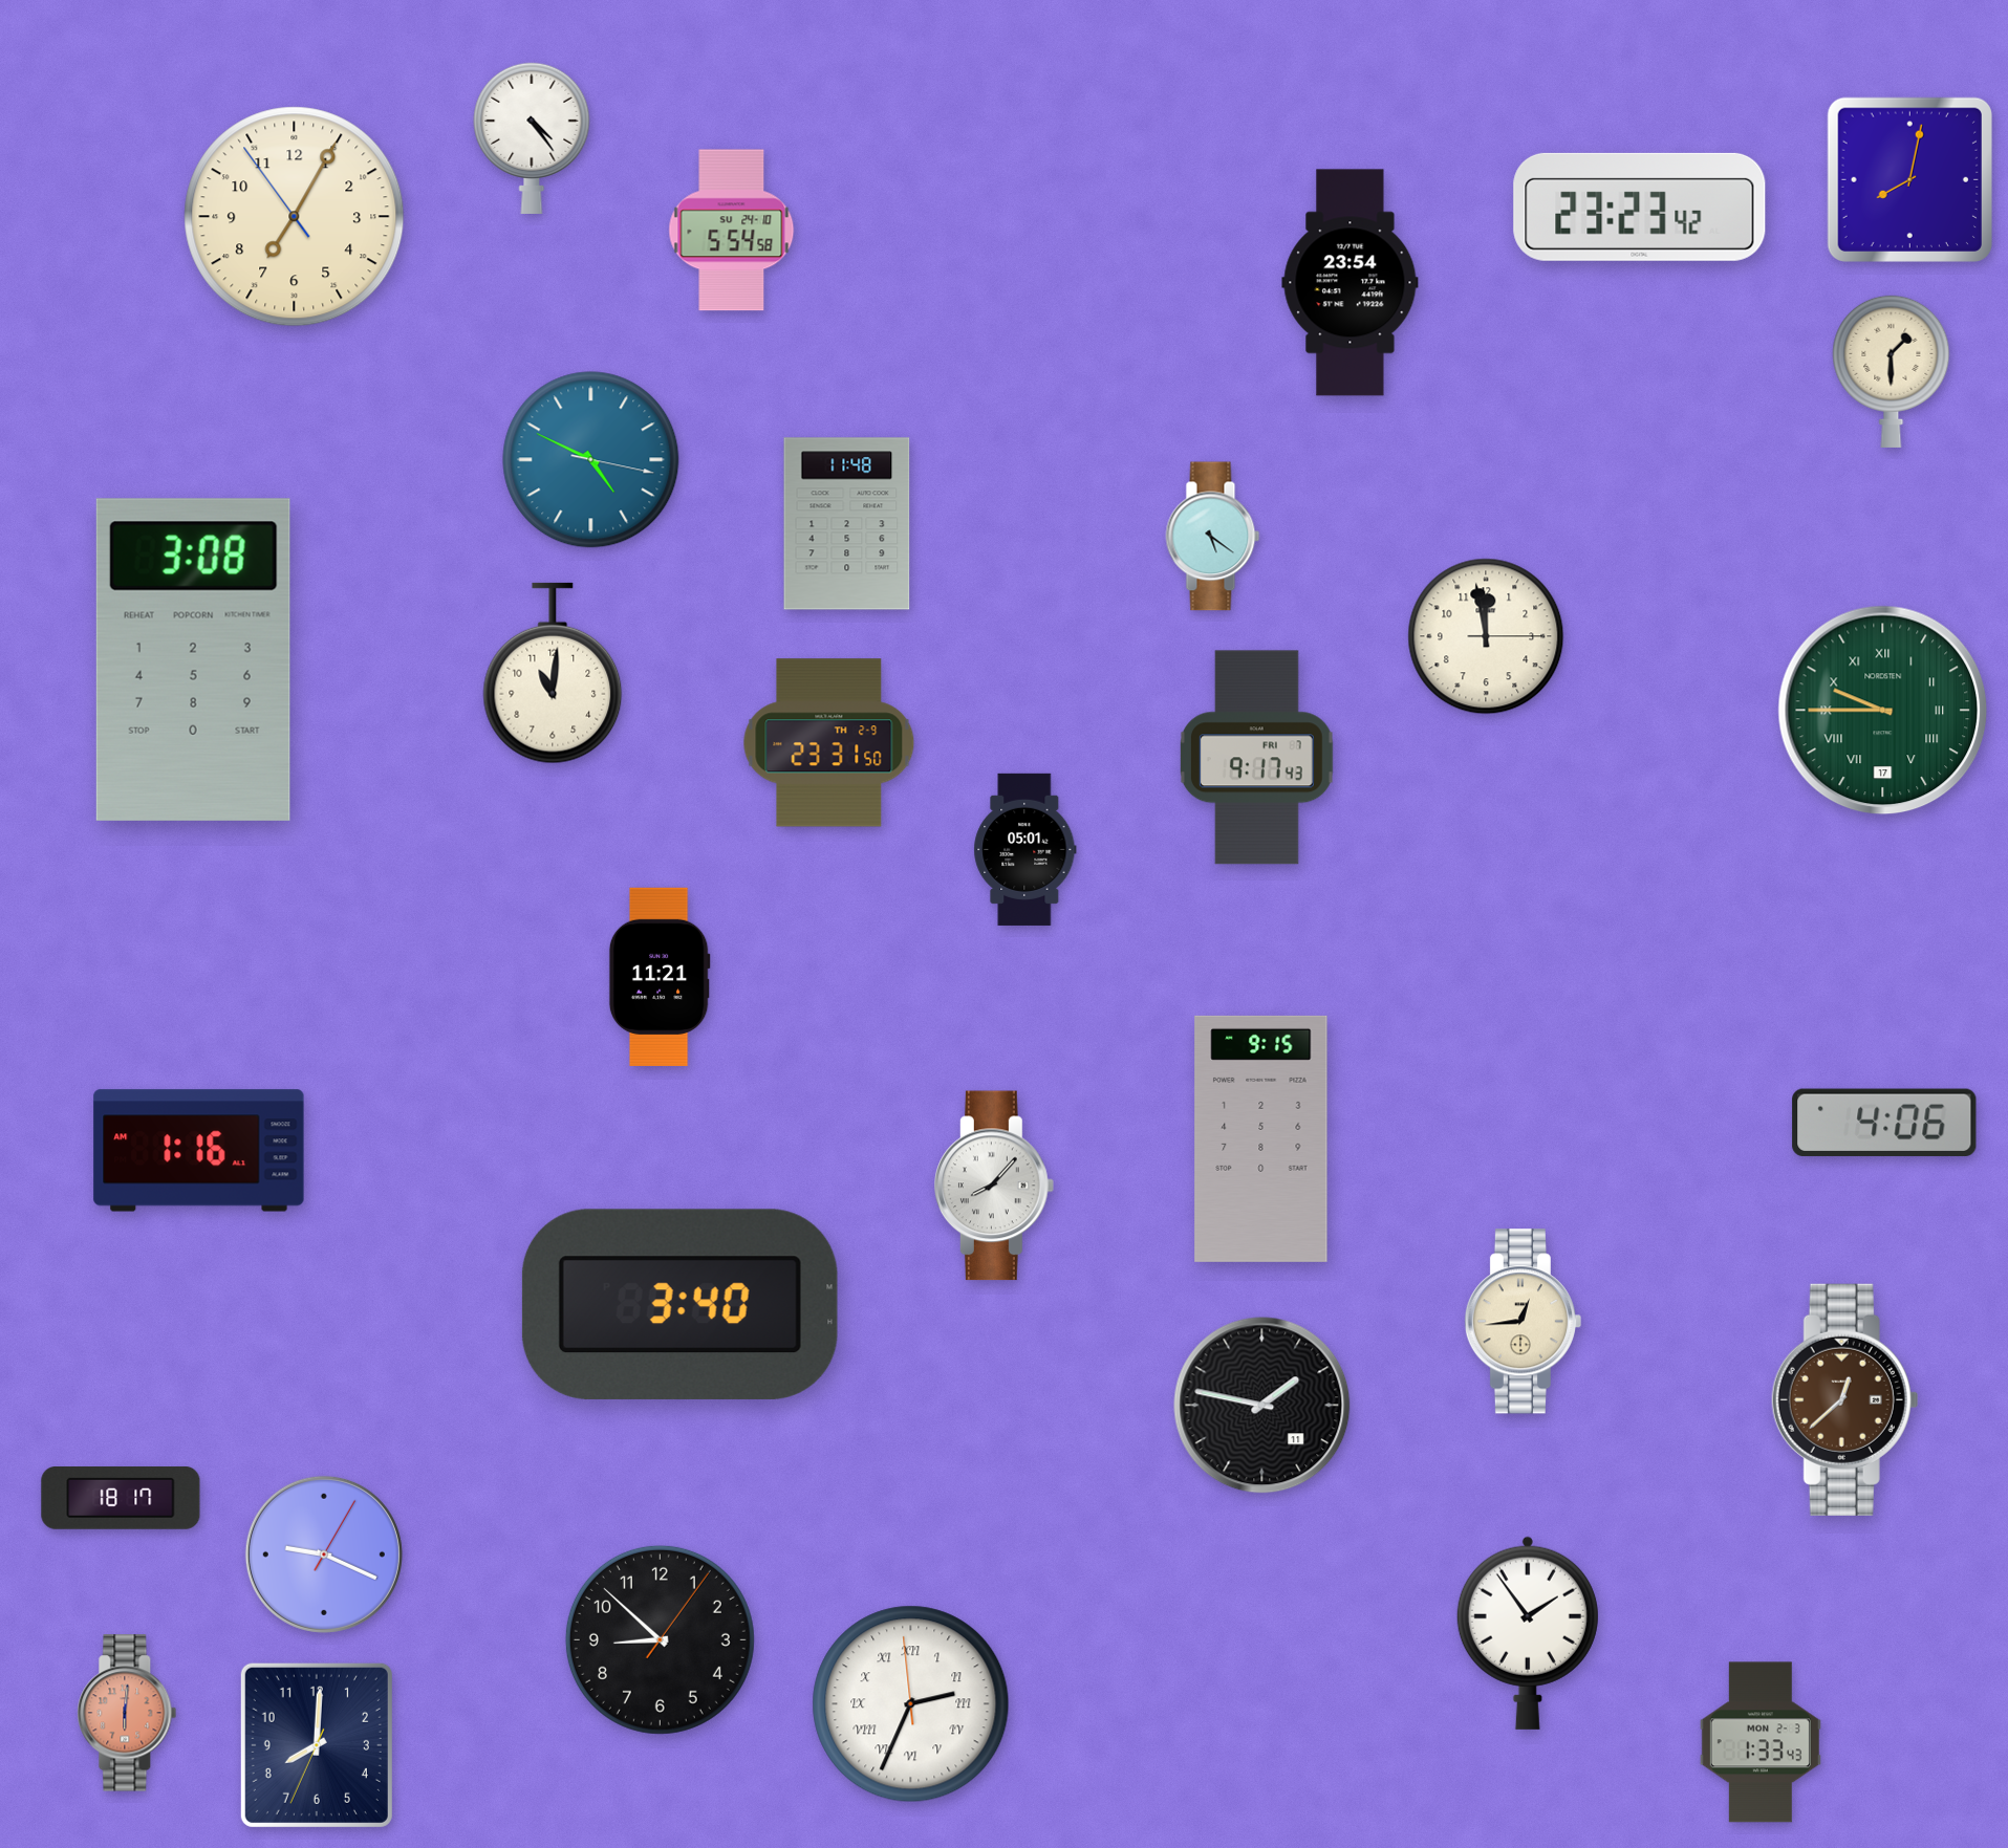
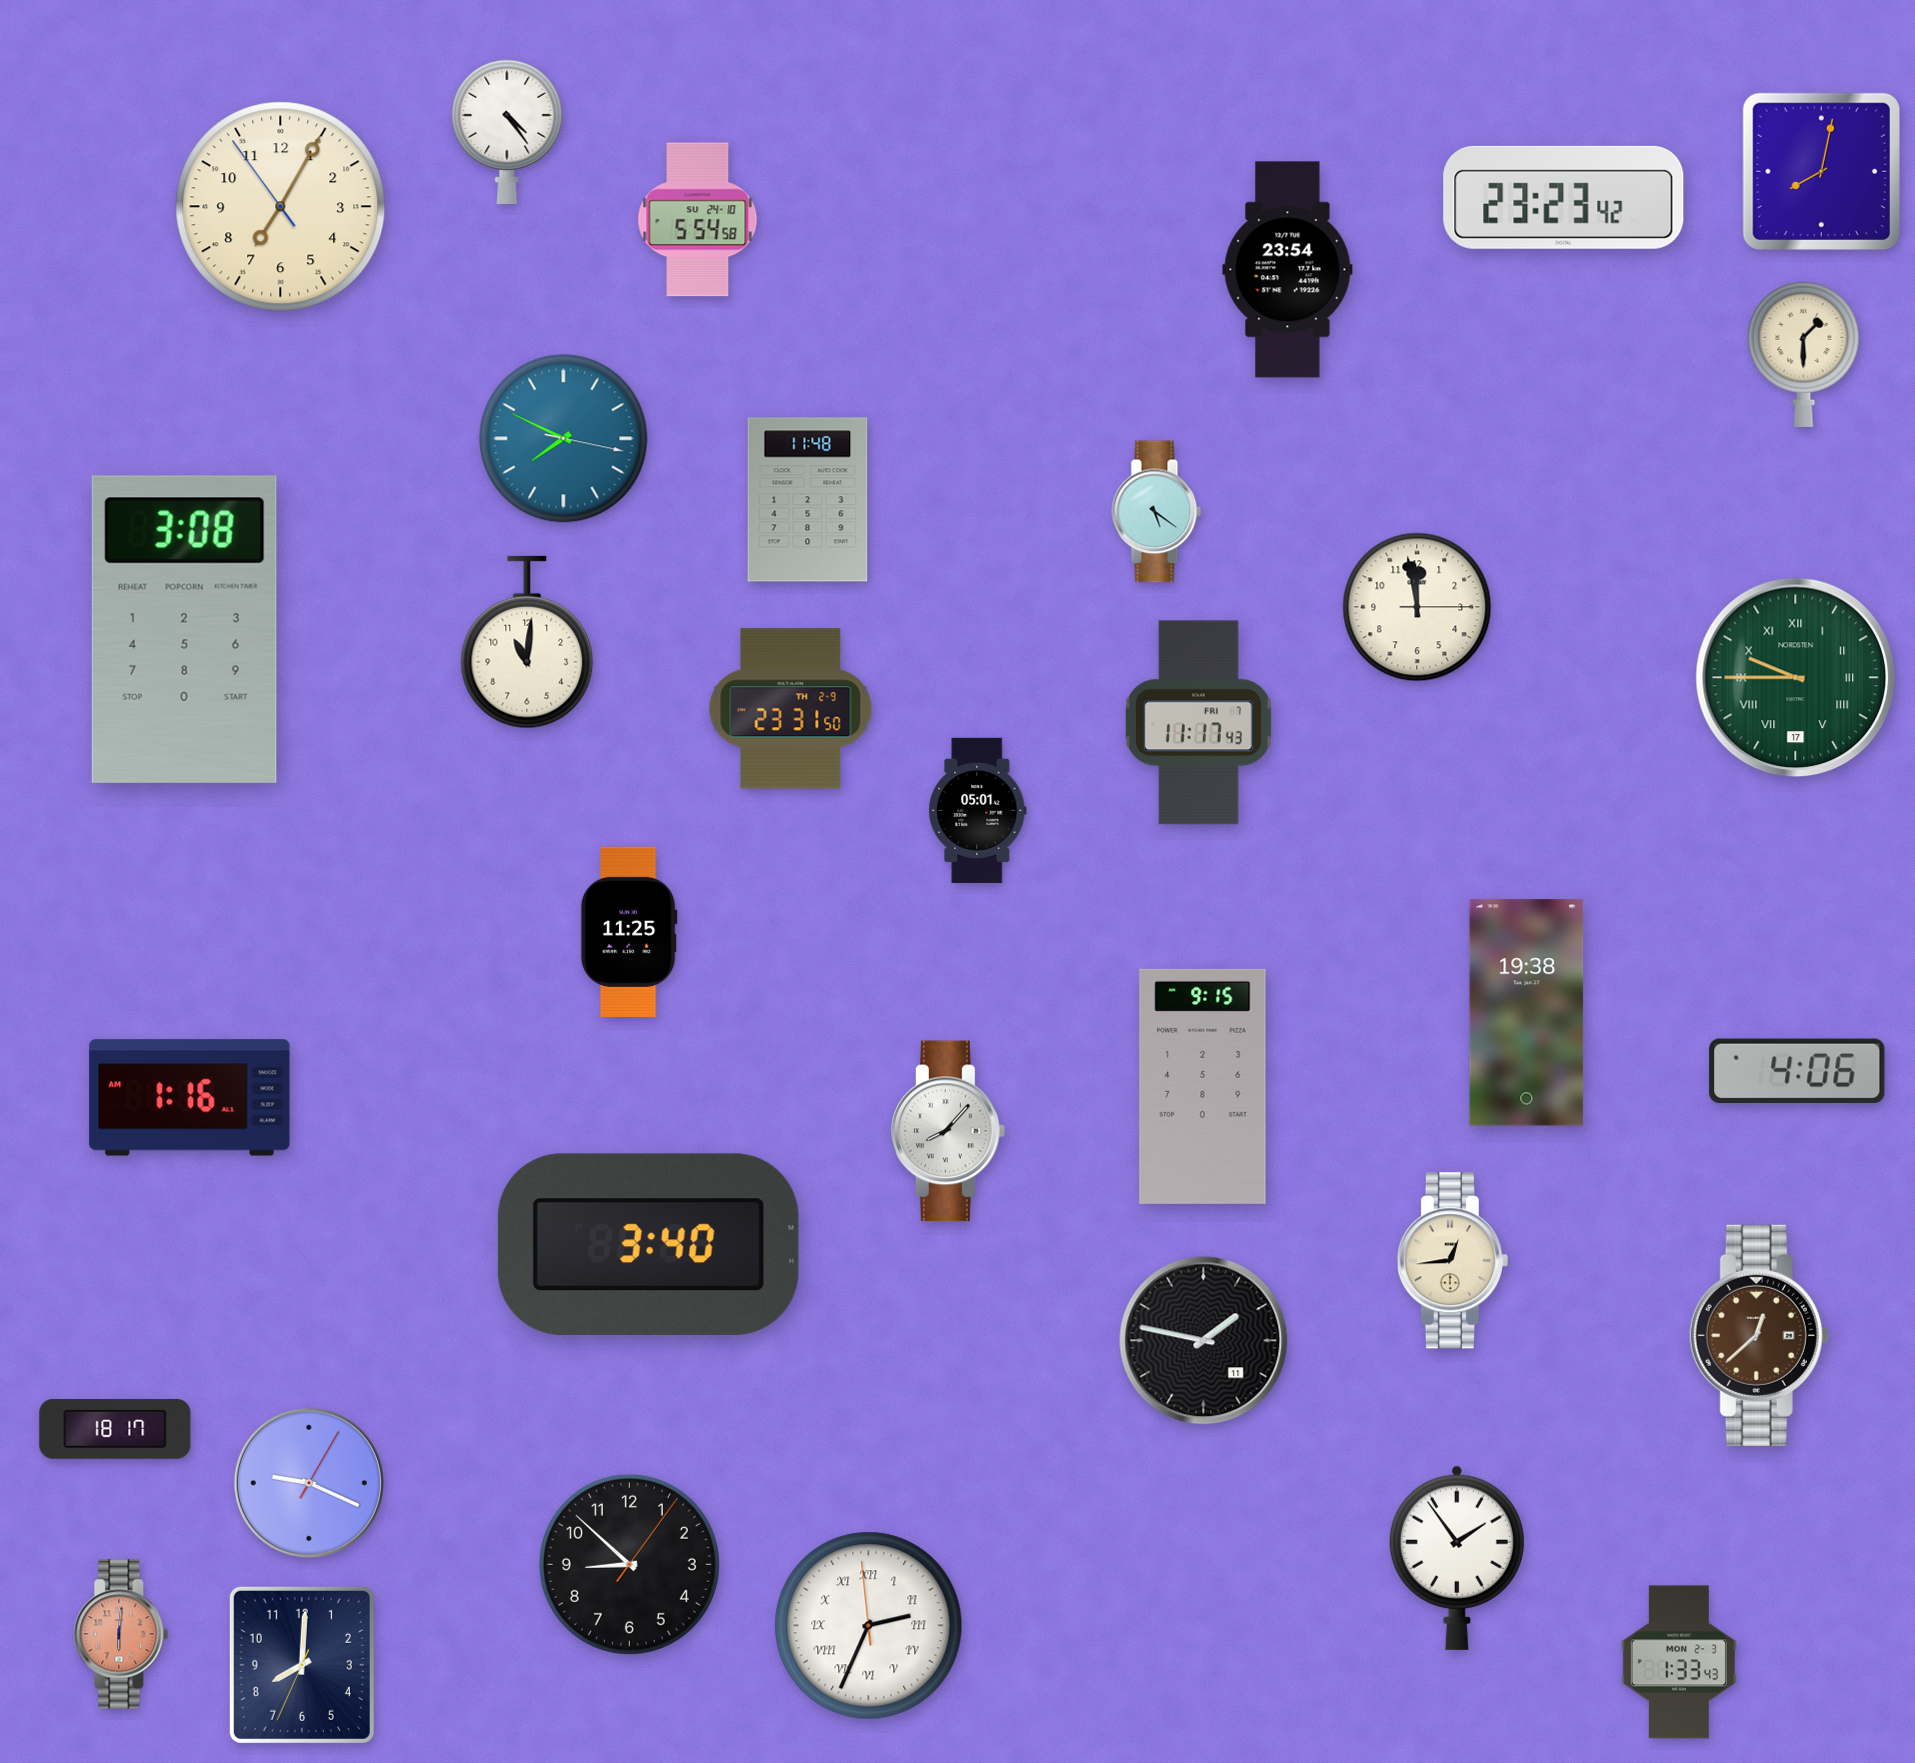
clock at (591, 460): 4:49 -> 7:49
clock at (1256, 758): 9:17 -> 11:17
clock at (660, 977): 11:21 -> 11:25
clock at (1527, 1013): none -> 19:38
